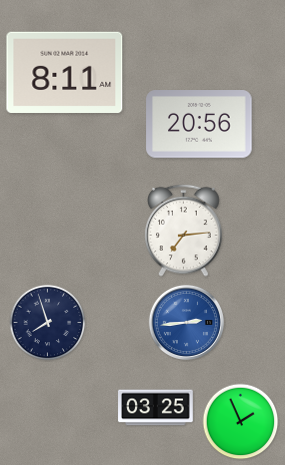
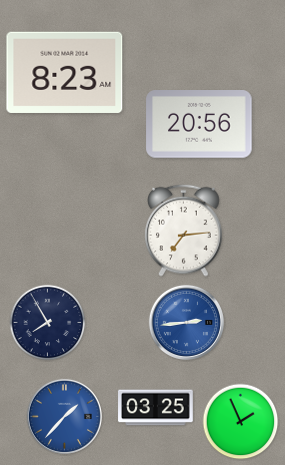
clock at (65, 72): 8:11 -> 8:23
clock at (48, 323): 7:57 -> 7:55
clock at (64, 416): none -> 1:37
